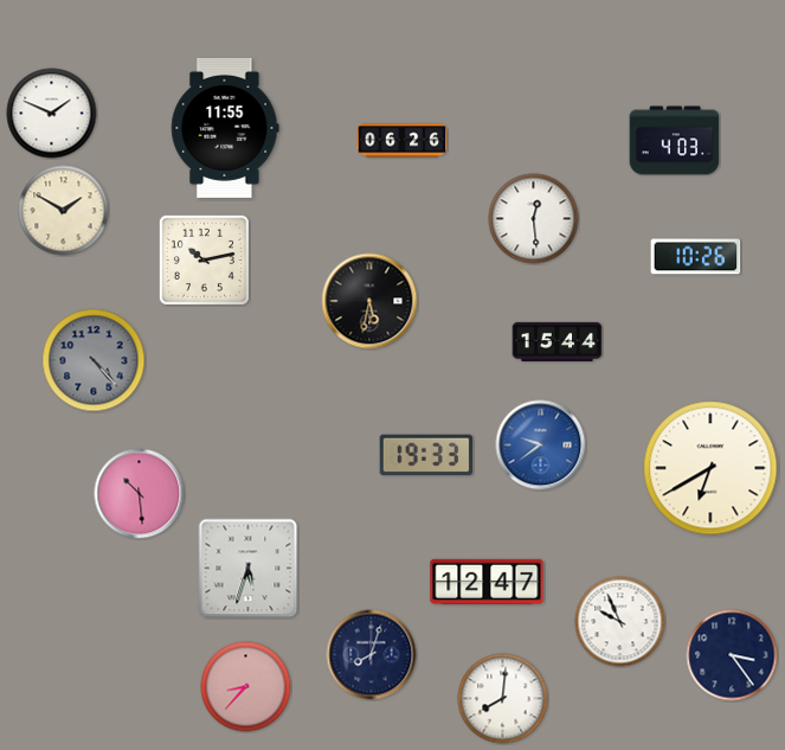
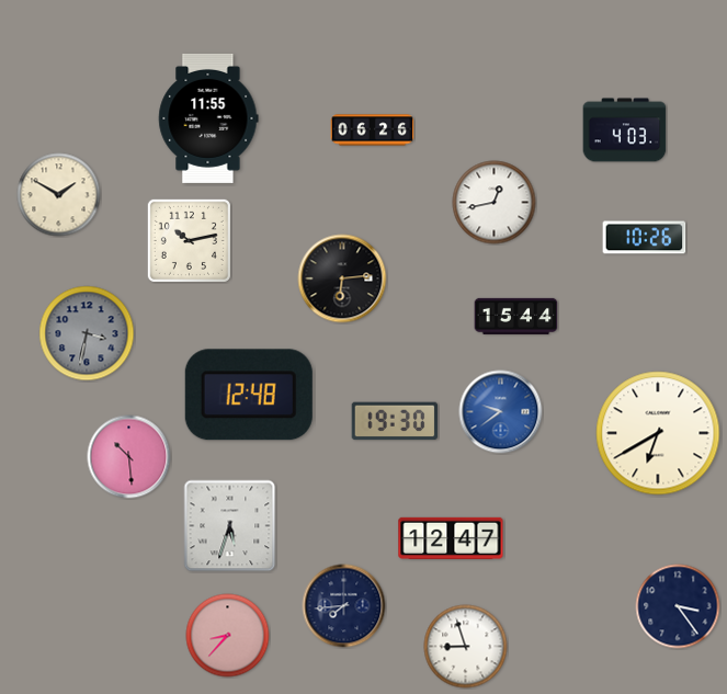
clock at (52, 114): 1:49 -> none
clock at (534, 219): 12:29 -> 12:43
clock at (369, 301): 5:32 -> 6:14
clock at (94, 360): 4:23 -> 3:32
clock at (249, 395): none -> 12:48
clock at (425, 455): 19:33 -> 19:30
clock at (620, 622): 9:56 -> none
clock at (372, 655): 8:03 -> 7:44
clock at (503, 699): 8:01 -> 8:57
